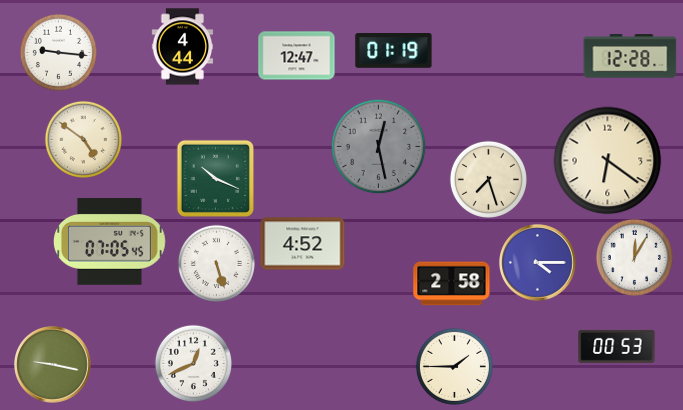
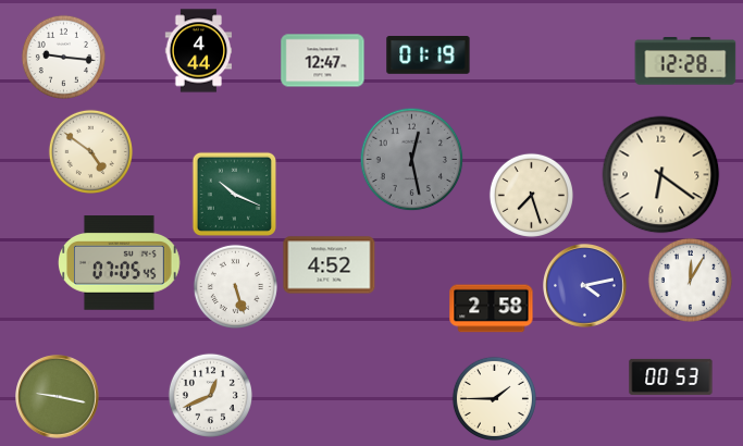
clock at (538, 263): 4:15 -> 4:13
